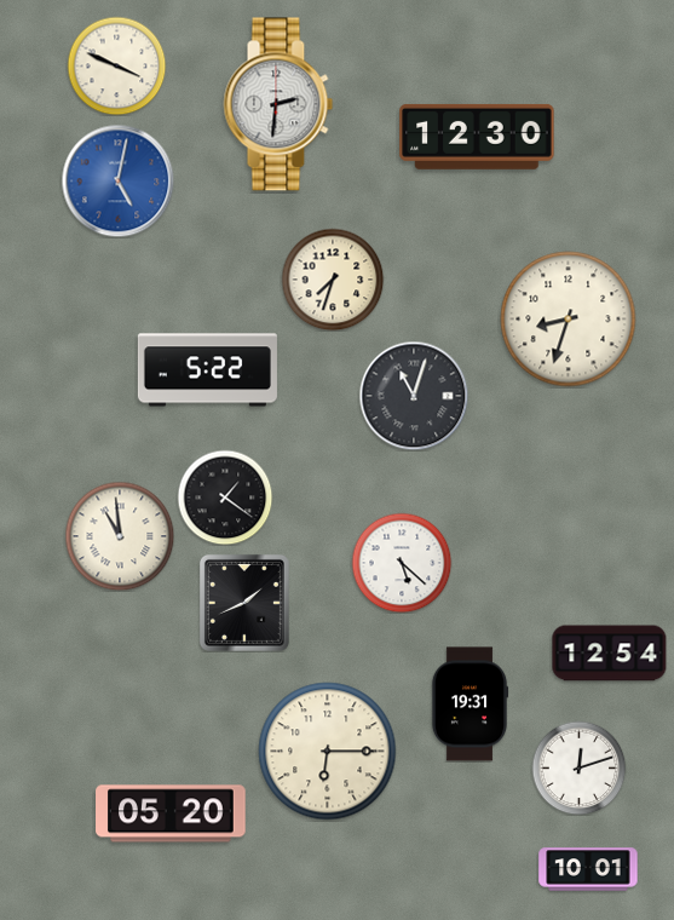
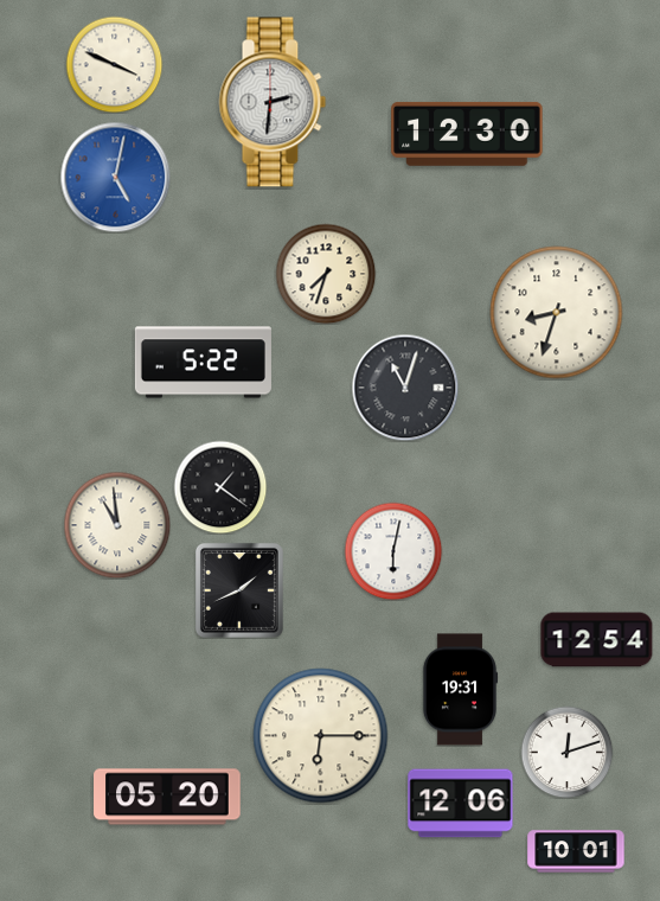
clock at (402, 563): 5:22 -> 6:02
clock at (461, 804): none -> 12:06
